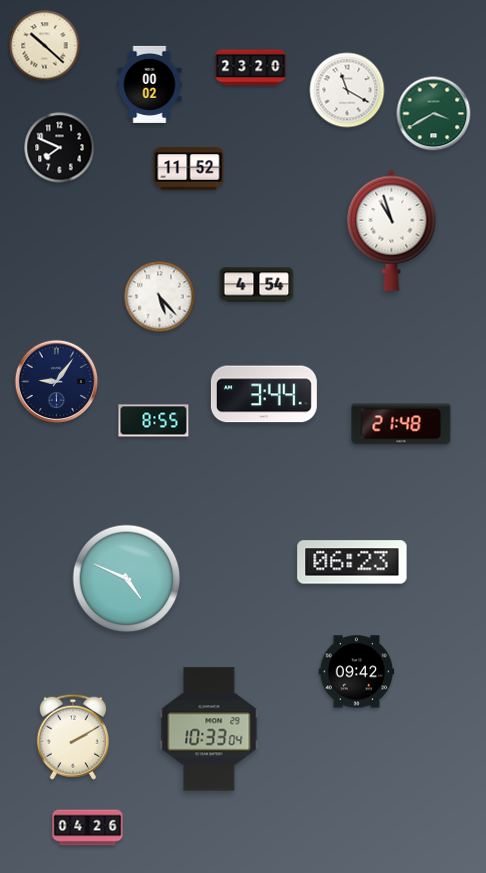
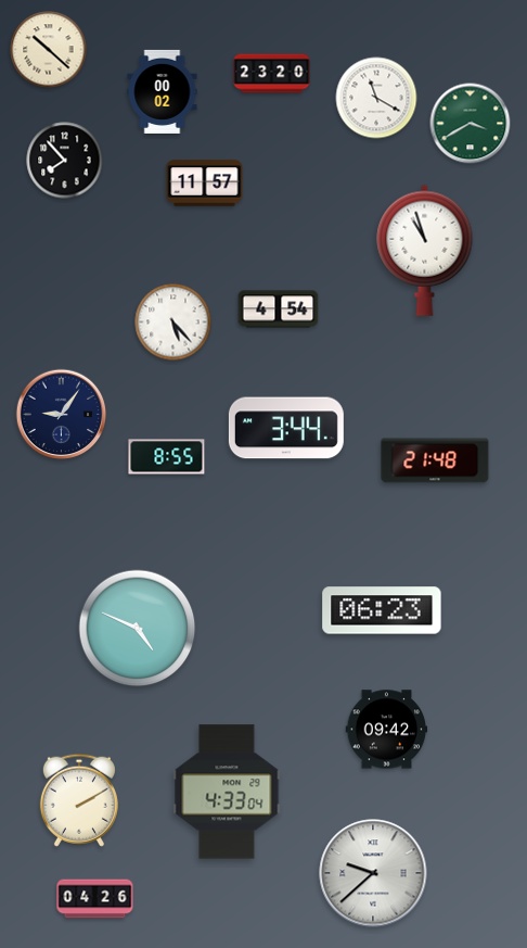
clock at (60, 148): 7:49 -> 7:53
clock at (189, 169): 11:52 -> 11:57
clock at (209, 729): 10:33 -> 4:33
clock at (373, 873): none -> 9:38
